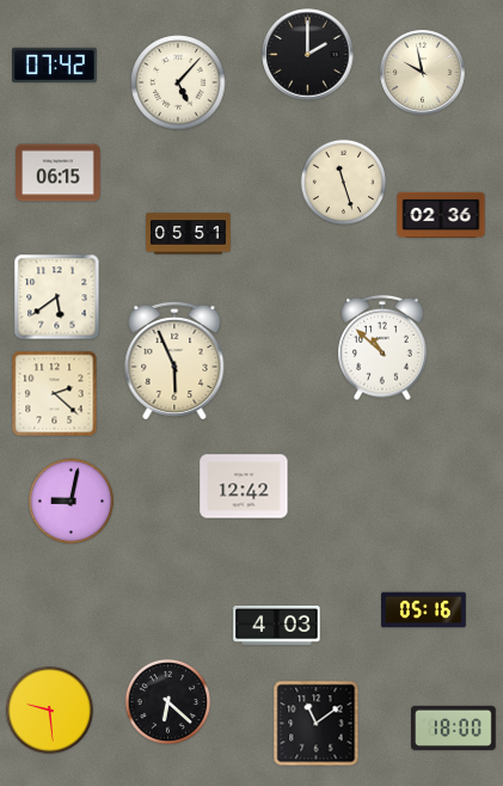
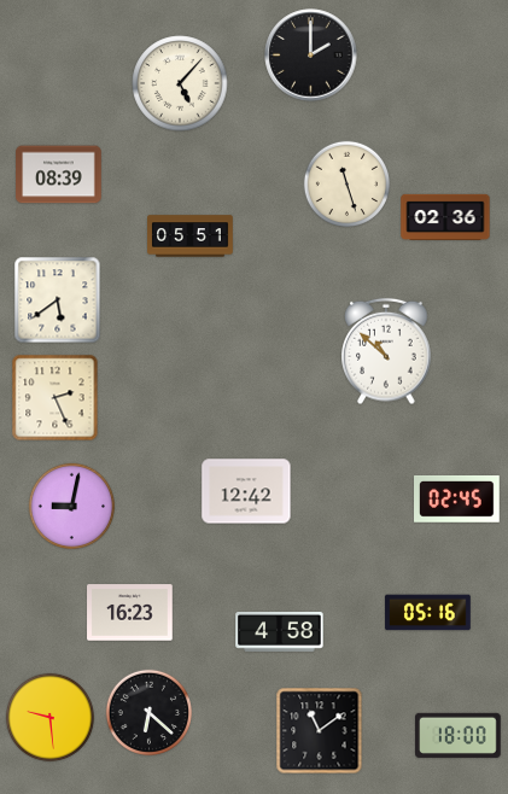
clock at (55, 65): 07:42 -> none
clock at (423, 73): 9:58 -> none
clock at (59, 173): 06:15 -> 08:39
clock at (174, 361): 5:56 -> none
clock at (55, 394): 2:22 -> 2:26
clock at (457, 500): none -> 02:45
clock at (130, 613): none -> 16:23
clock at (424, 610) position: (424, 610) -> (428, 613)
clock at (277, 626): 4:03 -> 4:58
clock at (168, 702) position: (168, 702) -> (150, 713)
